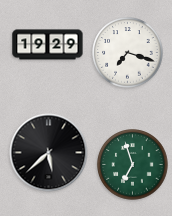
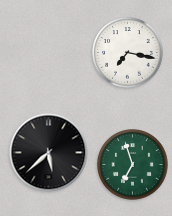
clock at (48, 45): 19:29 -> none
clock at (128, 53): 7:18 -> 7:17
